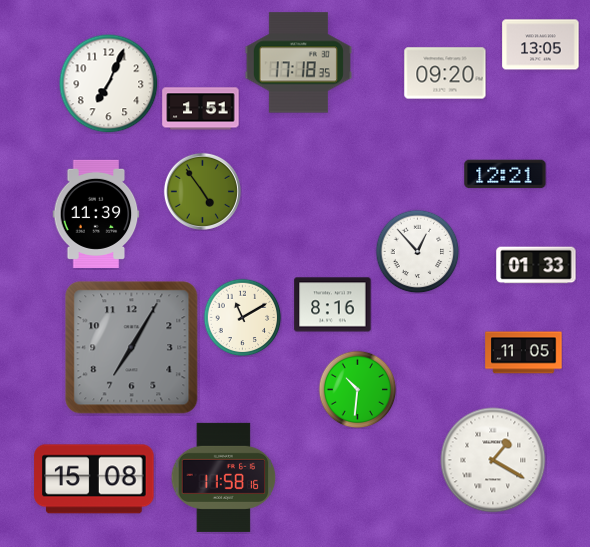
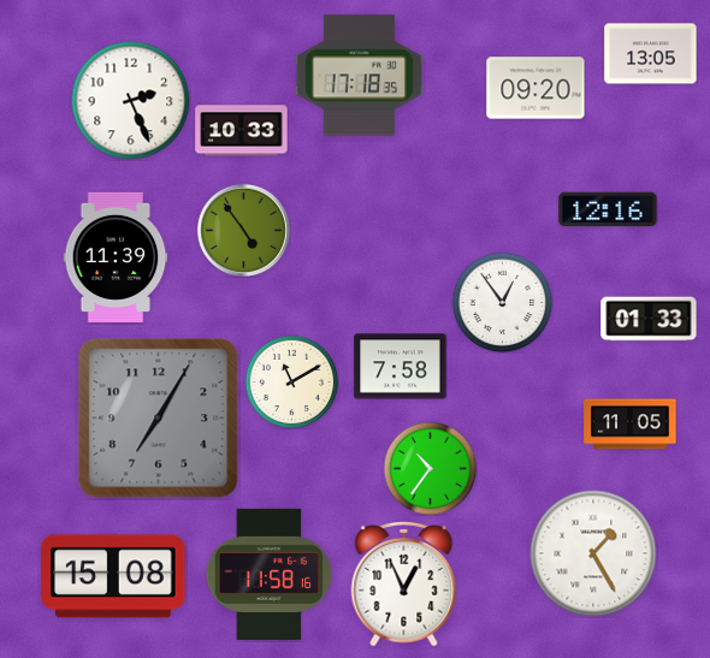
clock at (109, 84): 7:04 -> 2:26
clock at (201, 109): 1:51 -> 10:33
clock at (505, 174): 12:21 -> 12:16
clock at (417, 251): 12:53 -> 12:54
clock at (536, 265) position: (536, 265) -> (649, 319)
clock at (333, 305): 8:16 -> 7:58
clock at (357, 389): 10:31 -> 10:36
clock at (493, 460): 1:20 -> 1:25
clock at (404, 583): none -> 12:56
